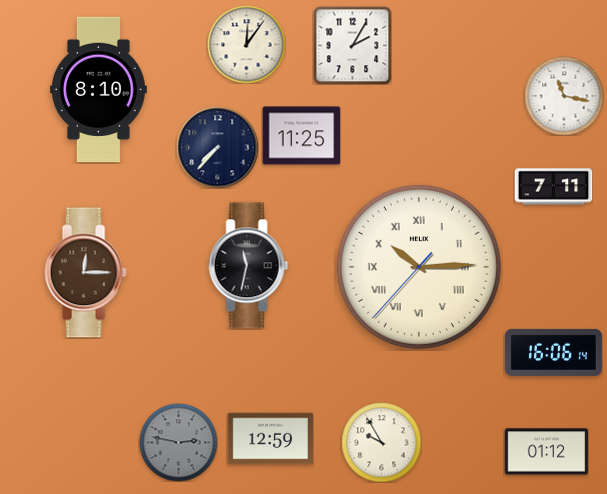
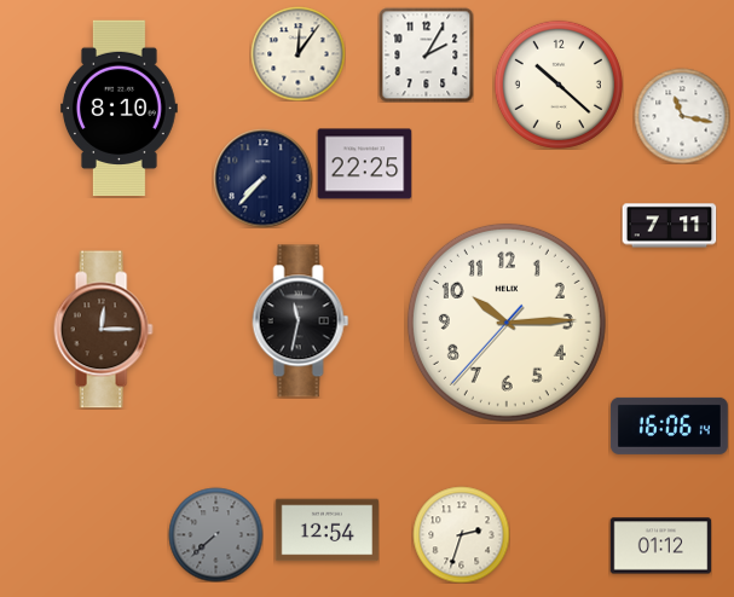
clock at (559, 85): none -> 10:22
clock at (301, 136): 11:25 -> 22:25
clock at (419, 267) numerals: Roman -> Arabic
clock at (270, 439): 12:59 -> 12:54
clock at (178, 442): 2:47 -> 7:38
clock at (381, 442): 9:55 -> 2:33
